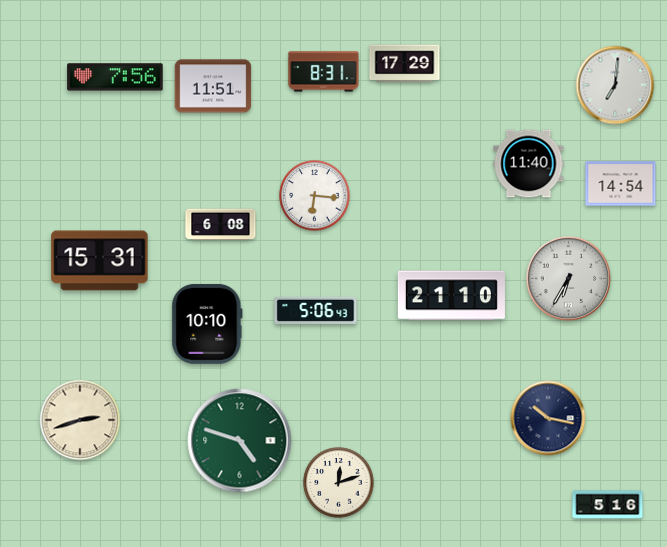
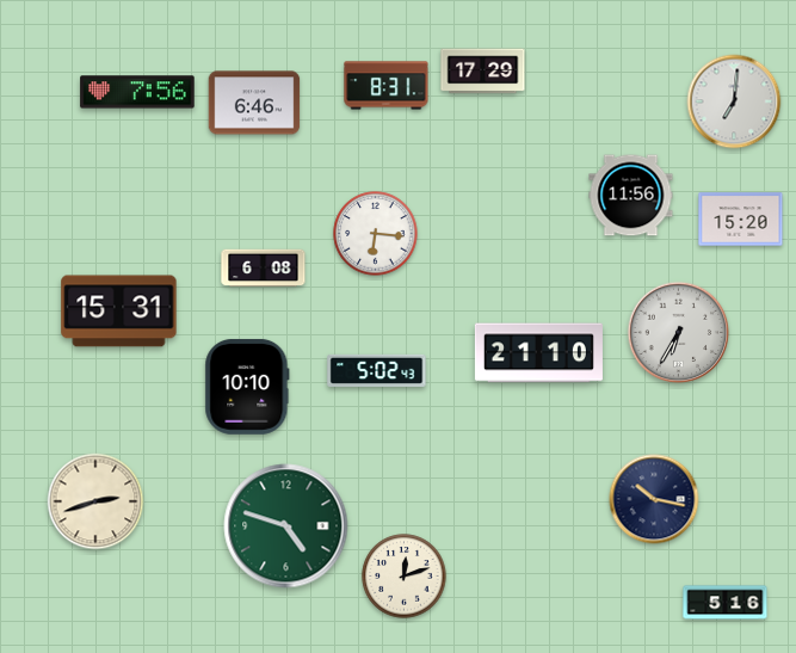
clock at (405, 64) position: (405, 64) -> (483, 72)
clock at (213, 86): 11:51 -> 6:46
clock at (529, 164): 11:40 -> 11:56
clock at (621, 184): 14:54 -> 15:20
clock at (316, 310): 5:06 -> 5:02
